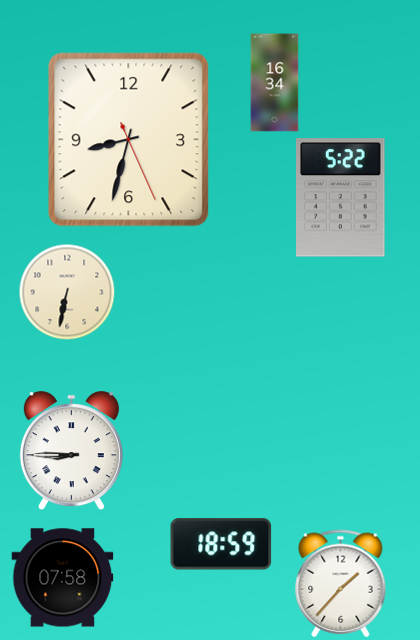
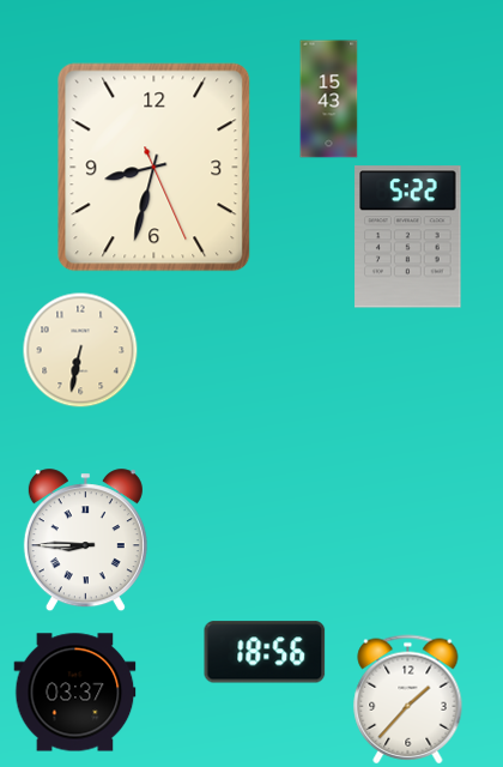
clock at (275, 83): 16:34 -> 15:43
clock at (221, 544): 18:59 -> 18:56
clock at (63, 578): 07:58 -> 03:37
